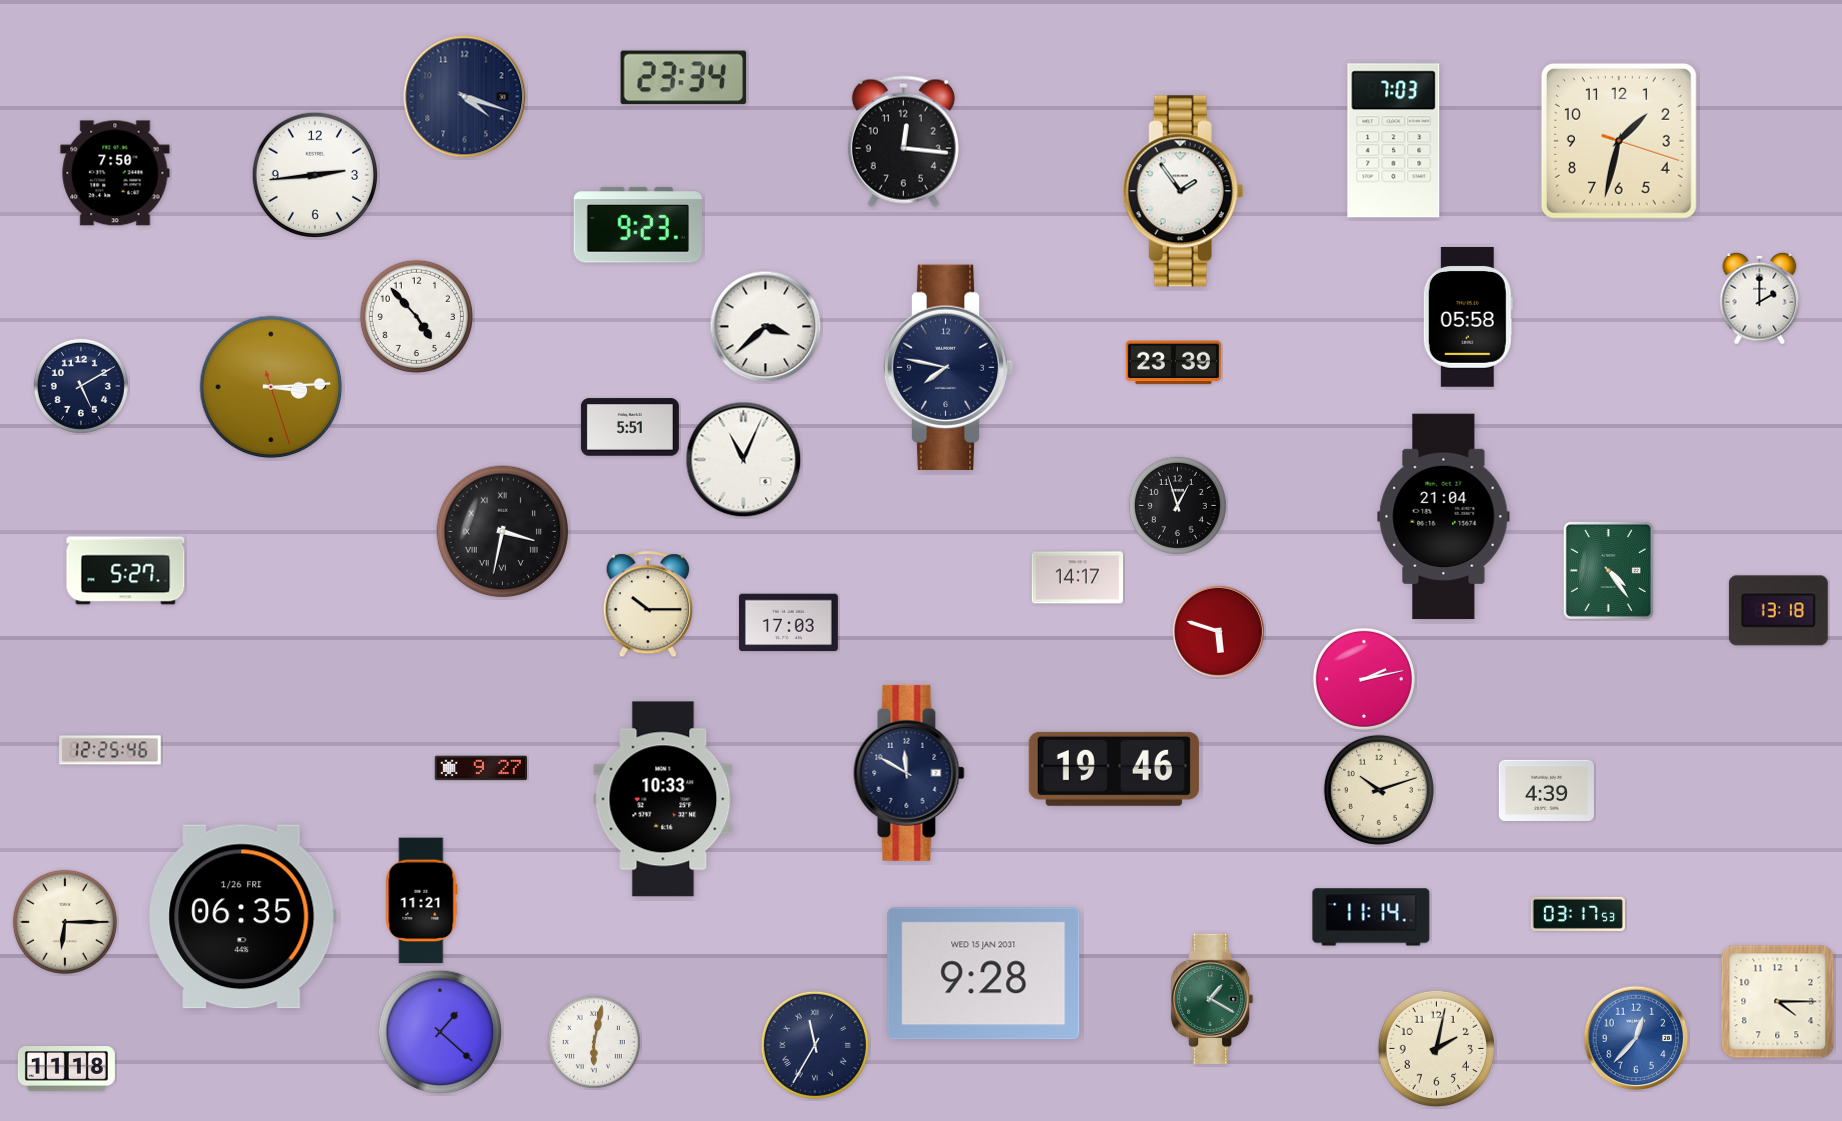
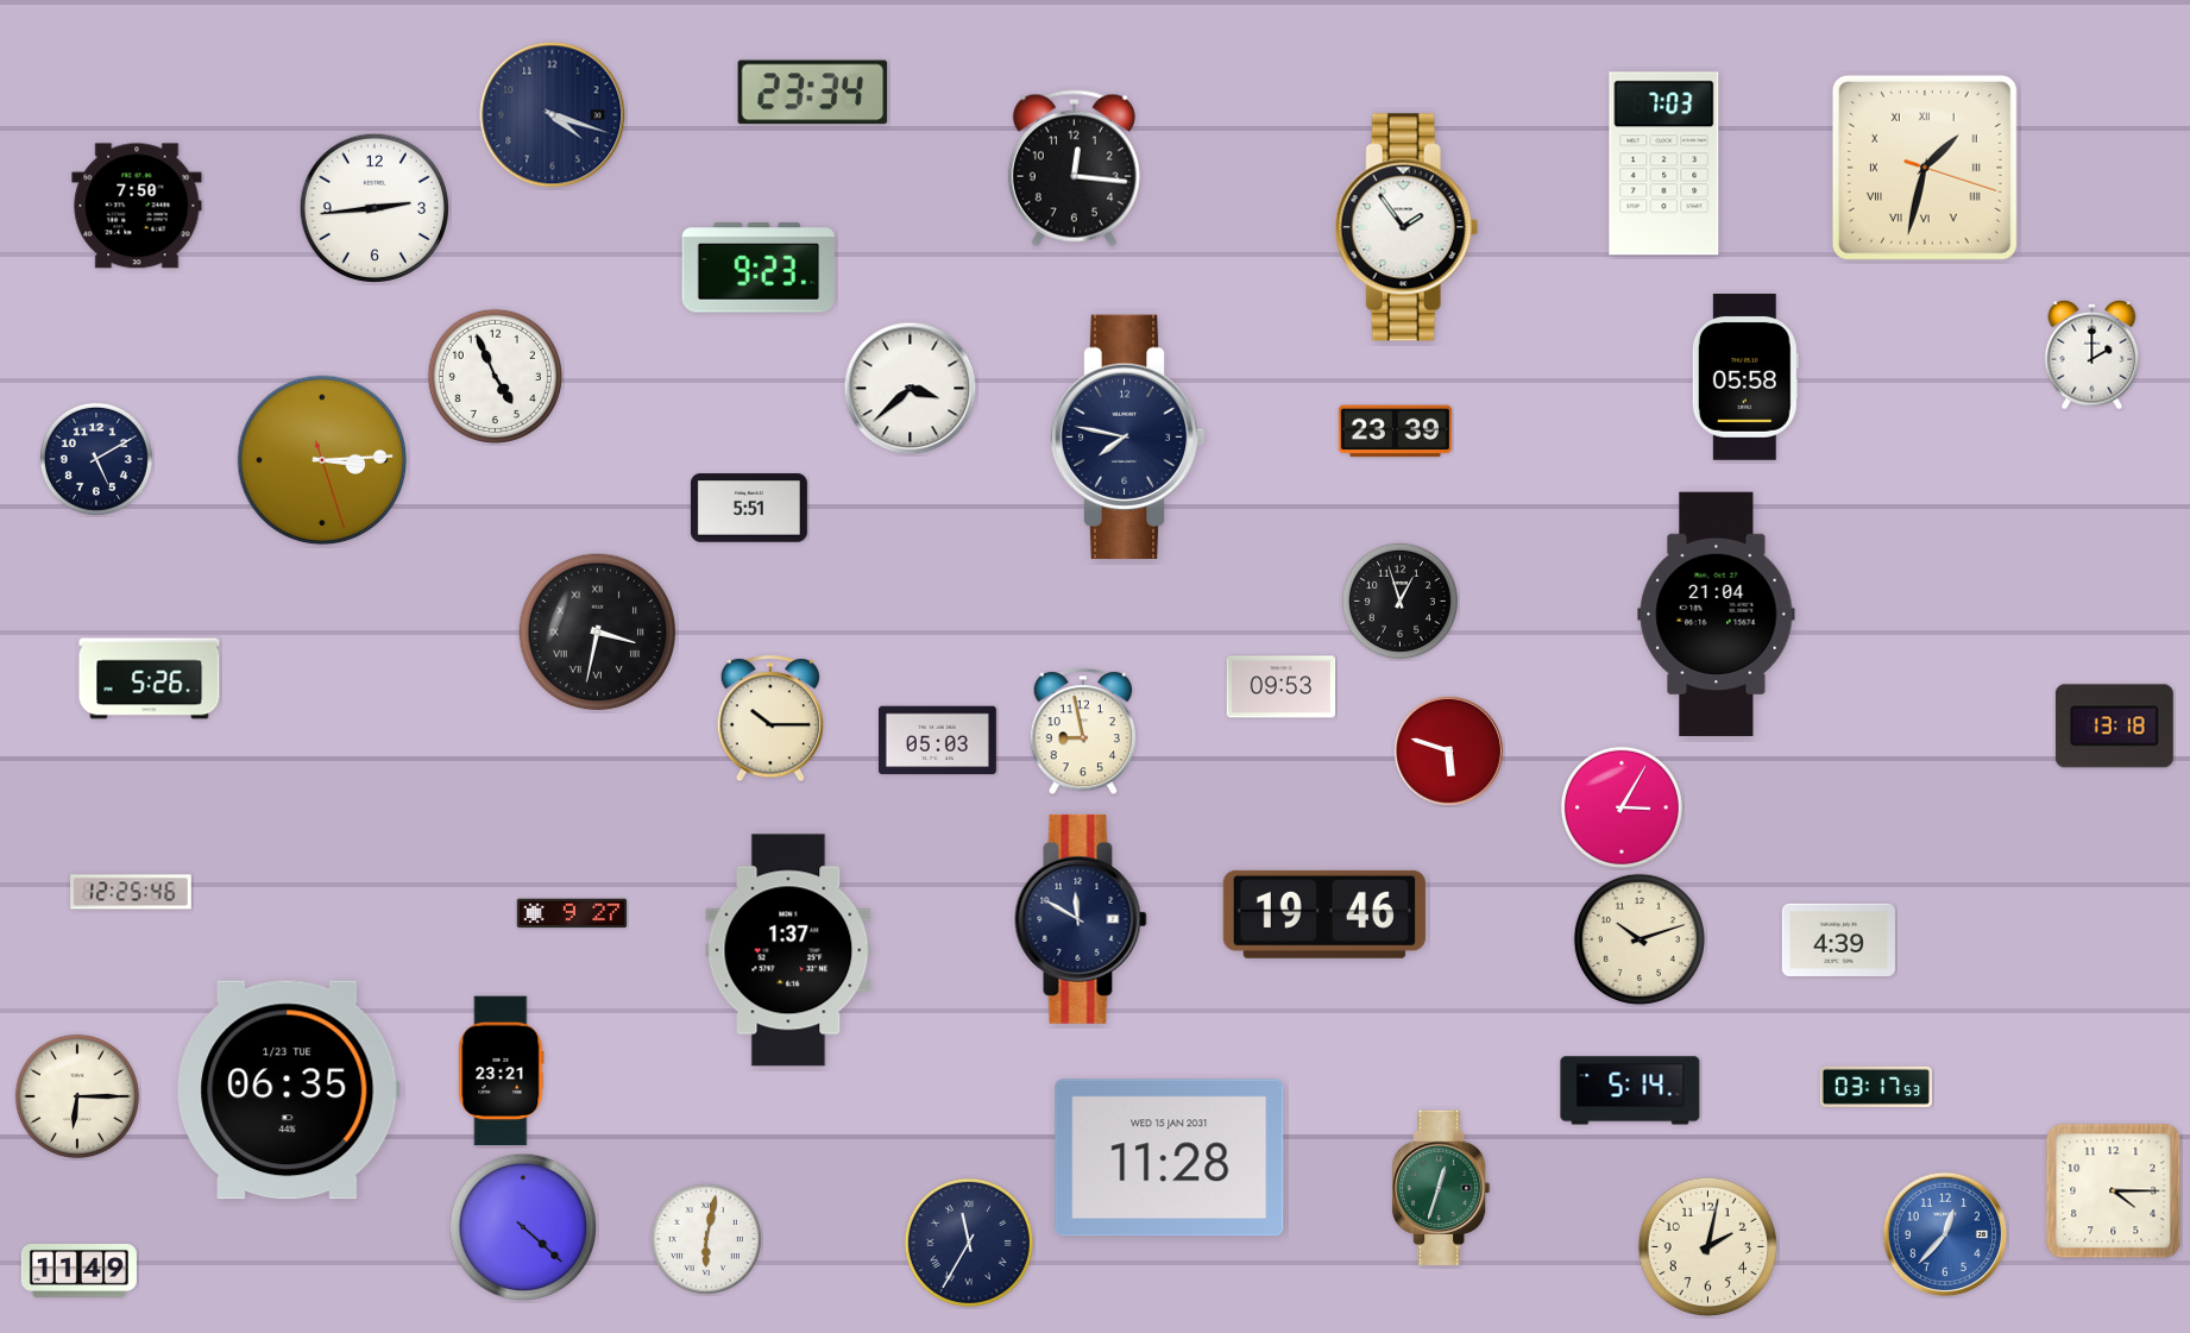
clock at (1394, 141) position: (1394, 141) -> (1664, 164)
clock at (1619, 141) numerals: Arabic -> Roman
clock at (416, 316): 4:53 -> 4:56
clock at (744, 460): 11:04 -> none
clock at (1608, 570): 4:24 -> none
clock at (126, 571): 5:27 -> 5:26
clock at (1078, 578): 14:17 -> 09:53
clock at (1082, 732): none -> 8:58
clock at (788, 623): 17:03 -> 05:03
clock at (1364, 679): 2:13 -> 3:05
clock at (663, 799): 10:33 -> 1:37
clock at (422, 901): 11:21 -> 23:21
clock at (243, 917) date: 1/26 FRI -> 1/23 TUE
clock at (1371, 917): 11:14 -> 5:14
clock at (984, 974): 9:28 -> 11:28
clock at (1212, 998): 1:20 -> 12:33
clock at (439, 1031): 1:22 -> 4:22
clock at (66, 1069): 11:18 -> 11:49
